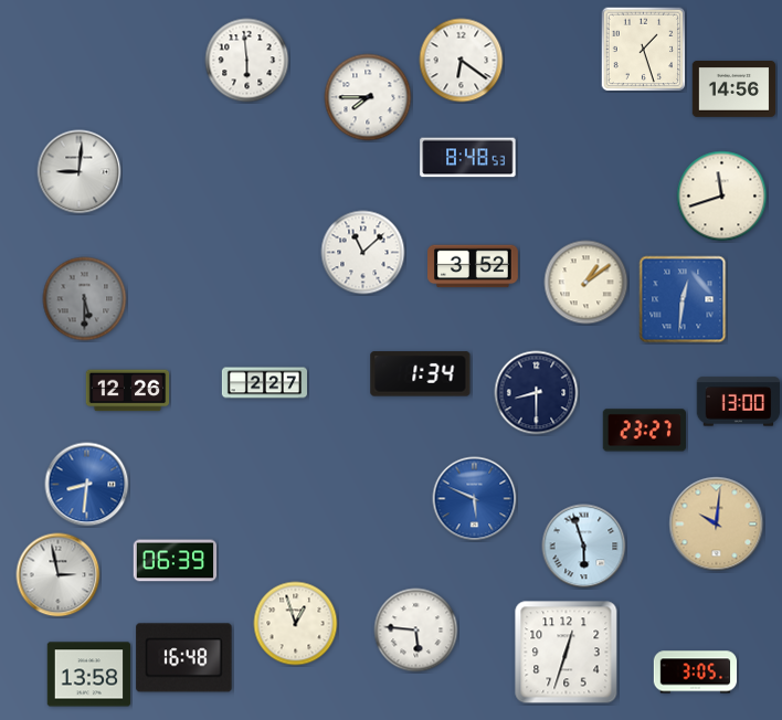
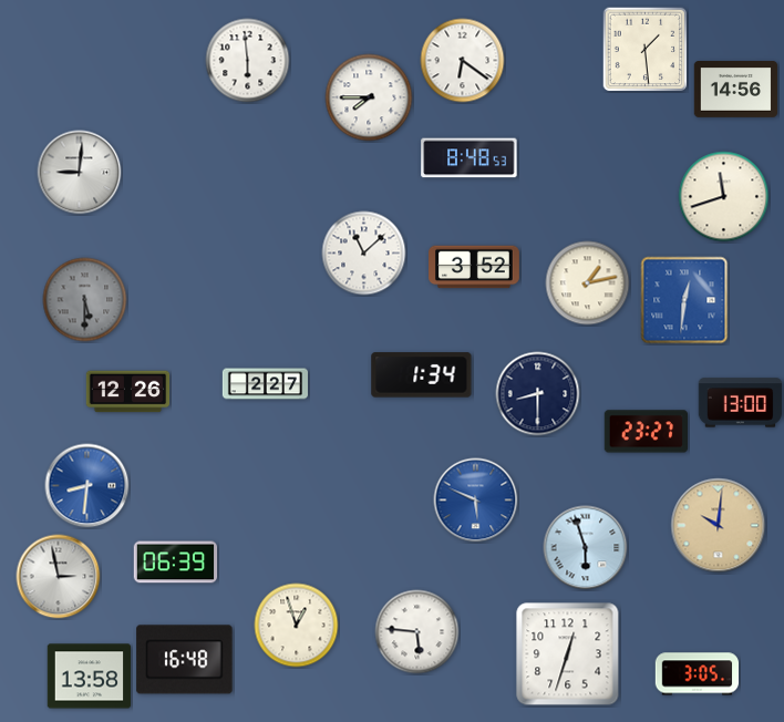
clock at (644, 50): 1:27 -> 1:29
clock at (586, 283): 1:09 -> 1:13
